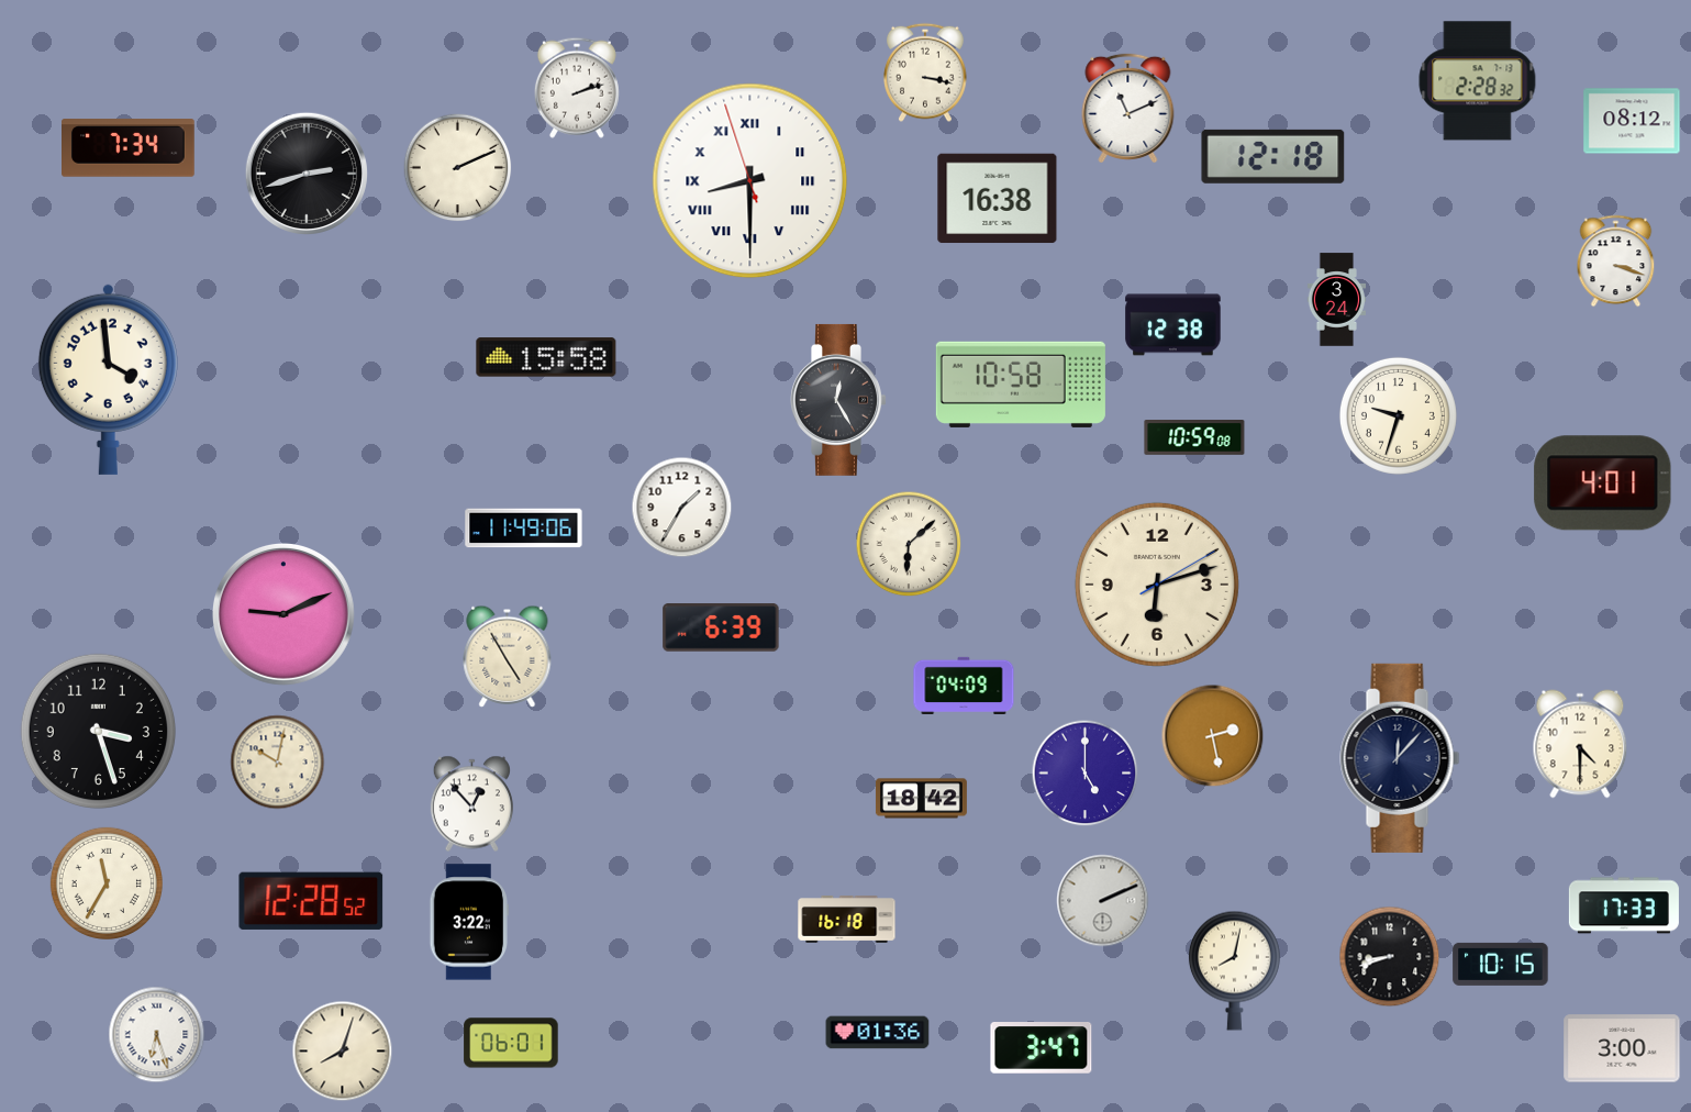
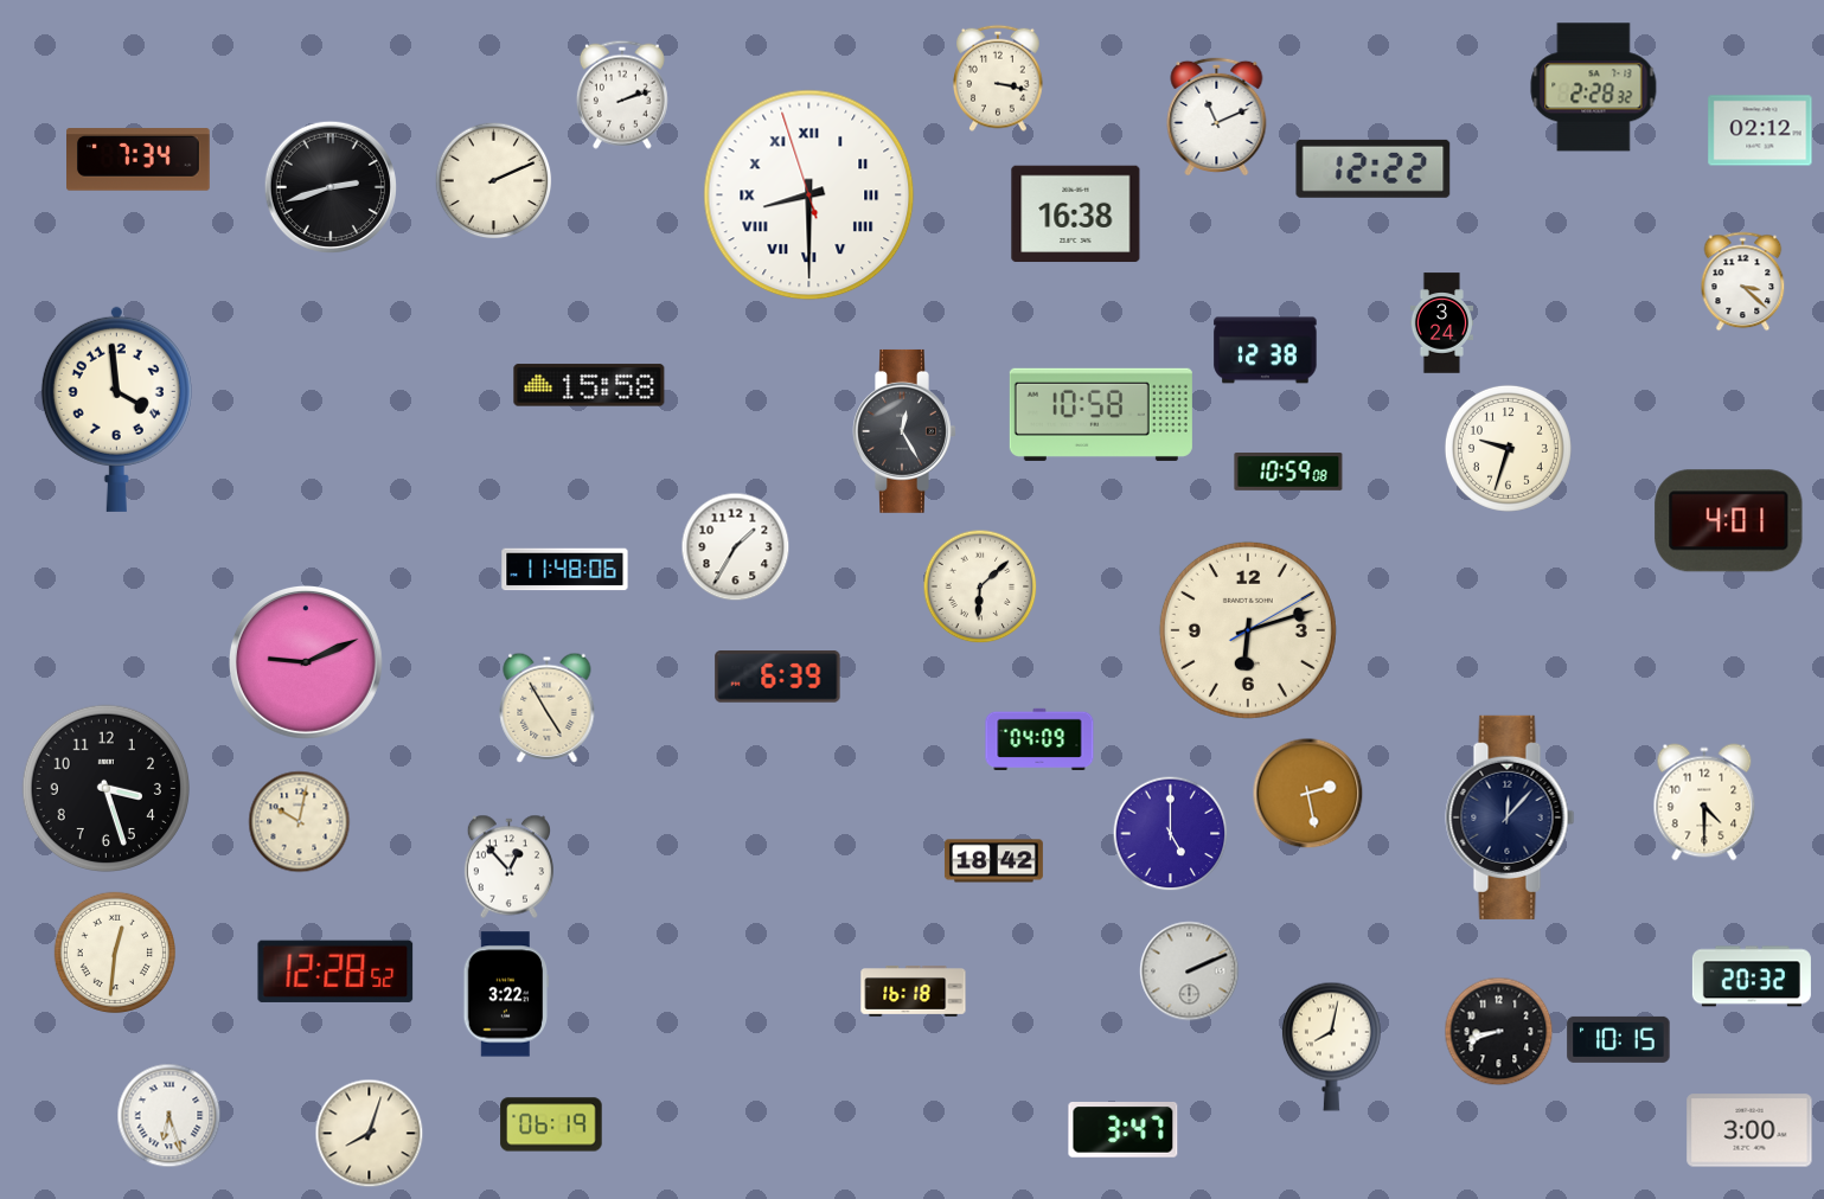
clock at (1632, 121): 08:12 -> 02:12
clock at (1273, 156): 12:18 -> 12:22
clock at (1616, 262): 3:18 -> 3:22
clock at (524, 529): 11:49 -> 11:48
clock at (107, 883): 11:35 -> 12:31
clock at (1624, 905): 17:33 -> 20:32
clock at (878, 1033): 01:36 -> none
clock at (511, 1043): 06:01 -> 06:19
